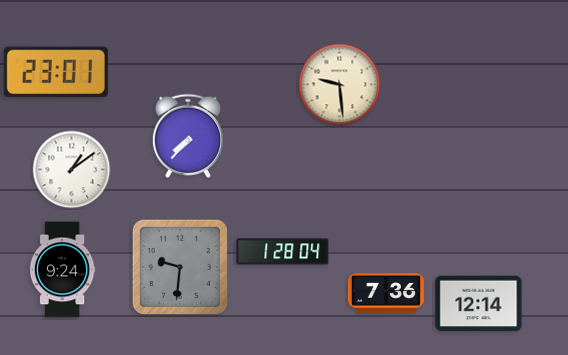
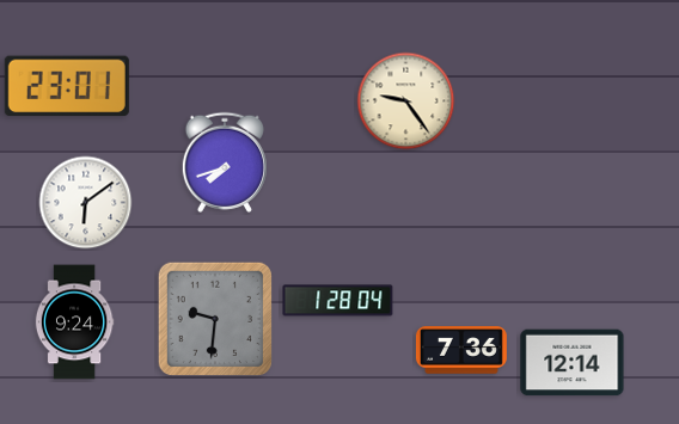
clock at (340, 85): 9:29 -> 9:24
clock at (187, 136): 7:37 -> 7:42
clock at (72, 170): 1:09 -> 6:09
